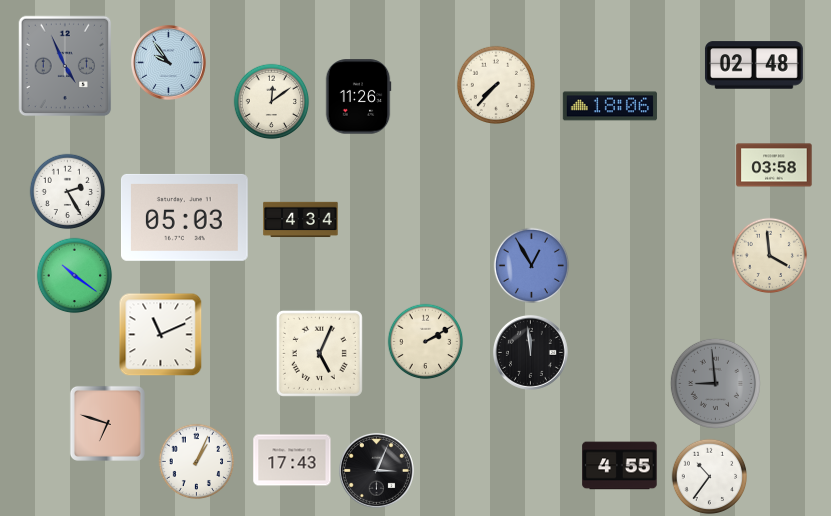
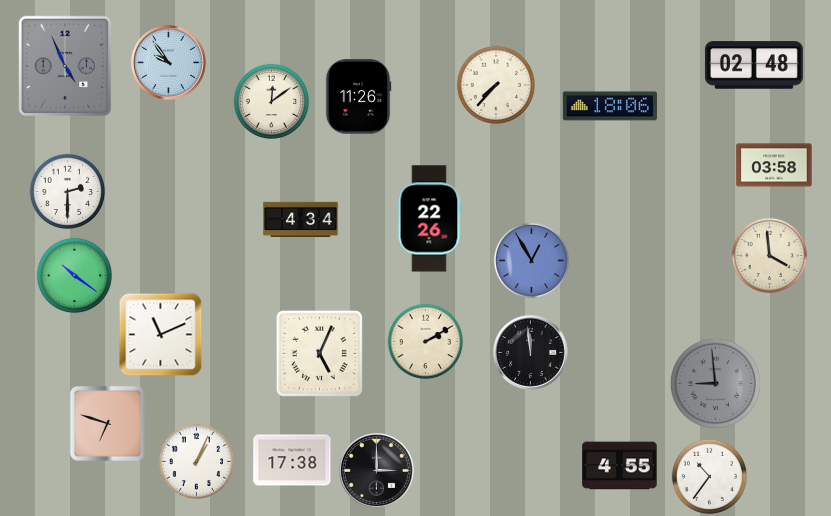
clock at (68, 192): 2:25 -> 2:30
clock at (184, 217): 05:03 -> none
clock at (429, 219): none -> 22:26
clock at (532, 266) position: (532, 266) -> (532, 261)
clock at (292, 460): 17:43 -> 17:38
clock at (376, 470): 3:04 -> 3:00
